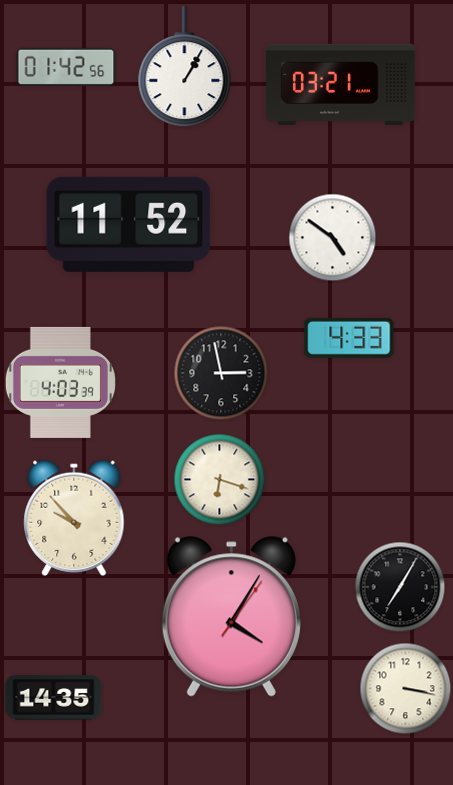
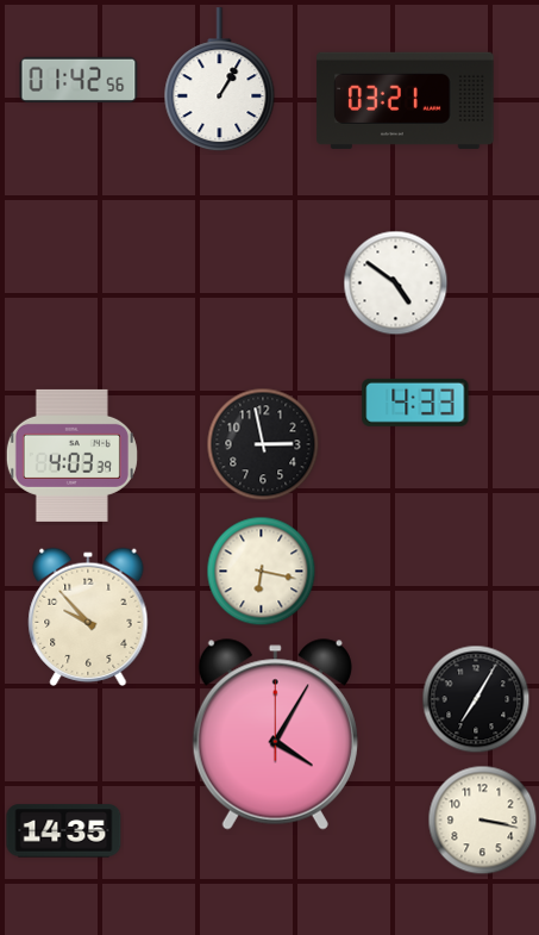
clock at (129, 224): 11:52 -> none
clock at (220, 480): 6:18 -> 6:17
clock at (231, 617): 4:05:06 -> 4:05:00
